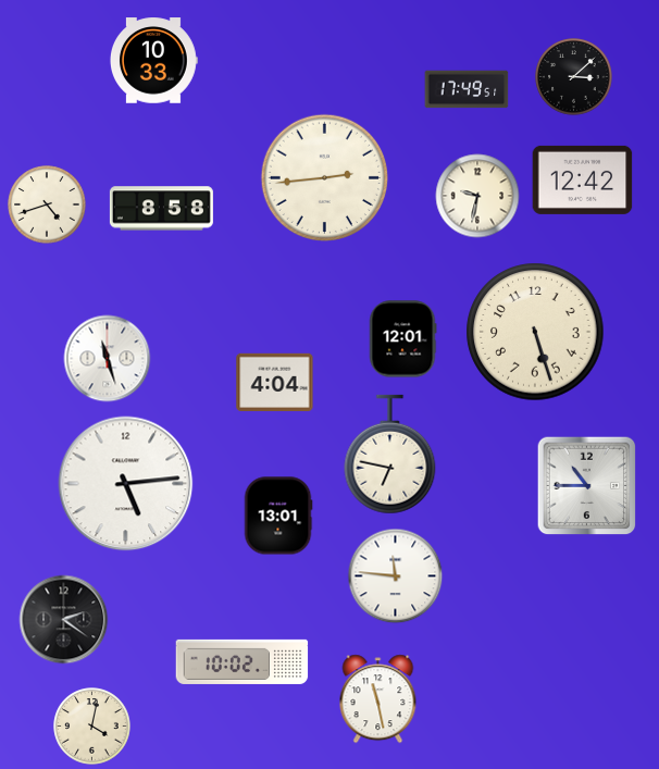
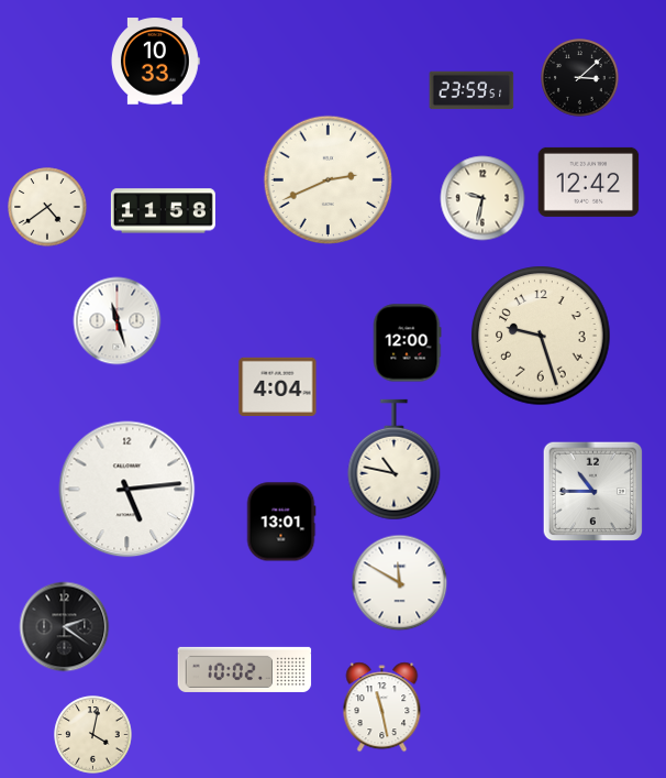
clock at (467, 89): 17:49 -> 23:59
clock at (325, 178): 2:44 -> 2:41
clock at (47, 204): 4:42 -> 4:39
clock at (161, 209): 8:58 -> 11:58
clock at (535, 332): 5:27 -> 9:27
clock at (402, 339): 12:01 -> 12:00
clock at (108, 359) position: (108, 359) -> (118, 321)
clock at (390, 455): 6:47 -> 10:47
clock at (396, 576): 11:46 -> 11:50
